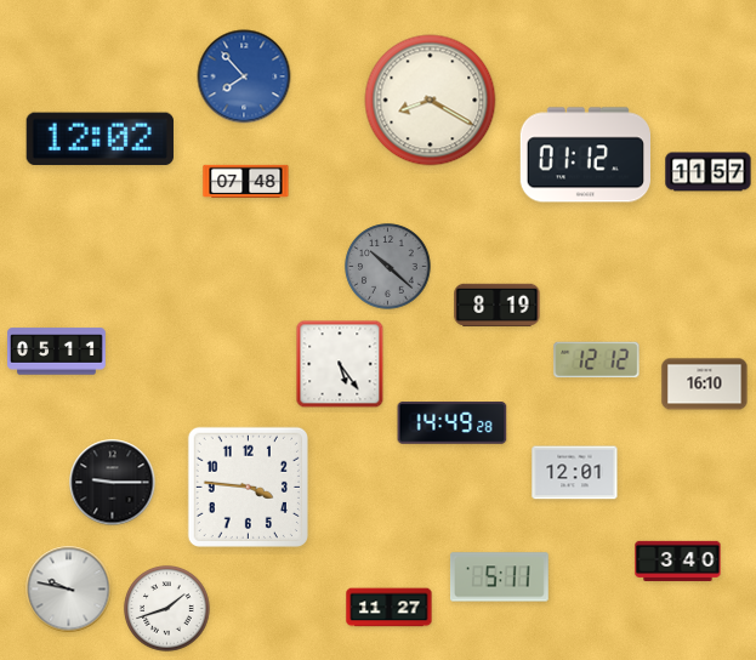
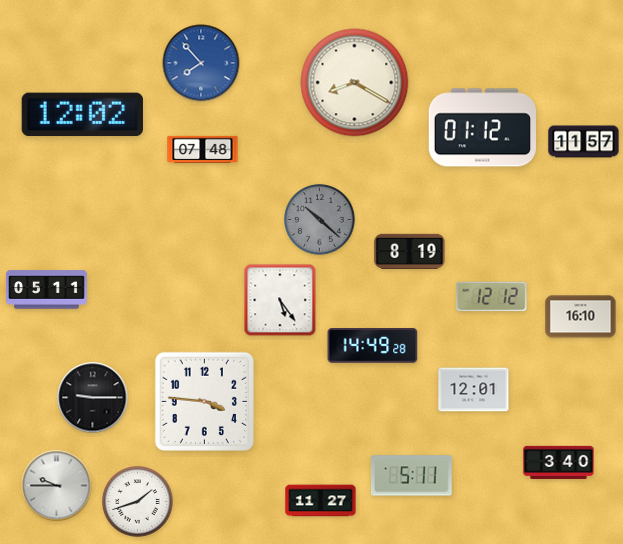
clock at (453, 423) position: (453, 423) -> (373, 346)
clock at (69, 590): 9:47 -> 9:45
